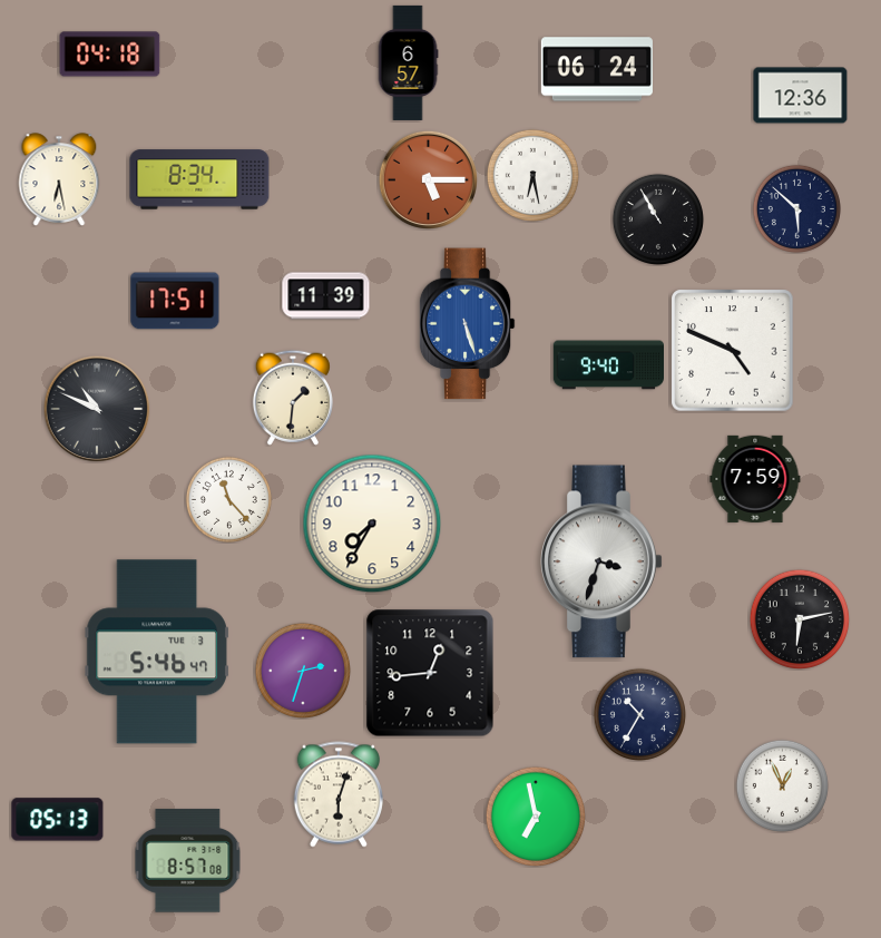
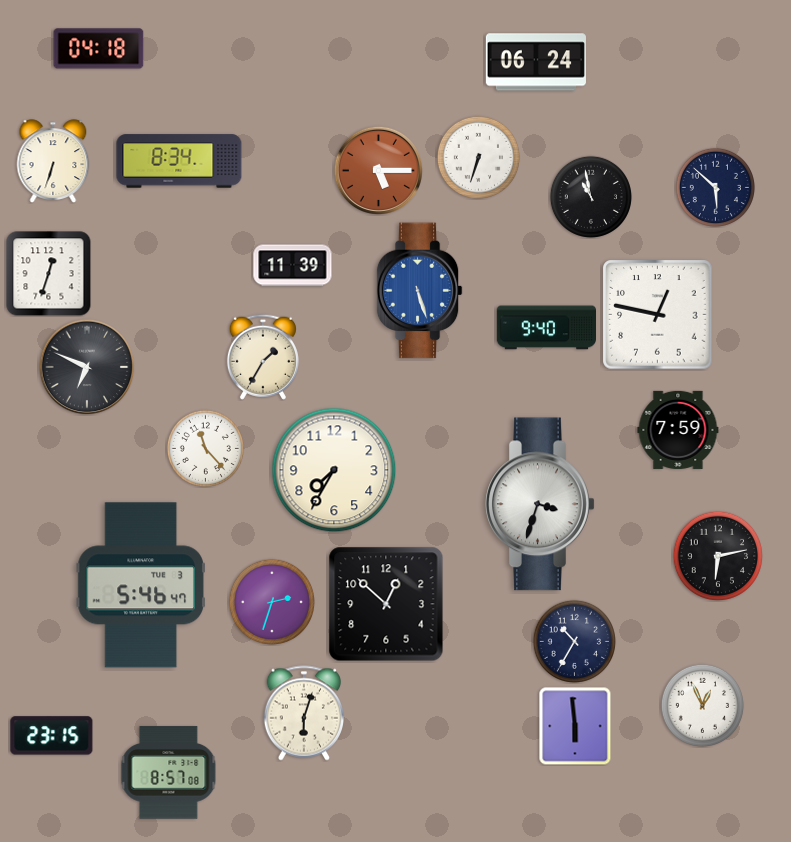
clock at (408, 62): 6:57 -> none
clock at (801, 96): 12:36 -> none
clock at (532, 175): 6:28 -> 6:33
clock at (59, 179): 6:28 -> 6:33
clock at (428, 179) position: (428, 179) -> (378, 170)
clock at (658, 219): 10:55 -> 10:58
clock at (175, 301): 17:51 -> none
clock at (49, 274): none -> 12:33
clock at (733, 351): 4:49 -> 12:47
clock at (293, 398): 1:31 -> 1:35
clock at (97, 409): 10:49 -> 6:49
clock at (430, 673): 12:44 -> 12:52
clock at (575, 726): none -> 5:59
clock at (536, 817): 6:58 -> none
clock at (58, 820): 05:13 -> 23:15
